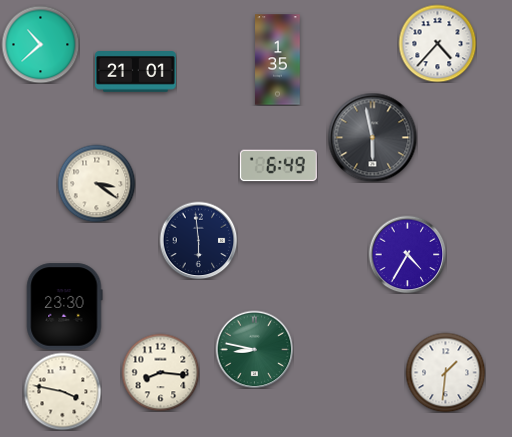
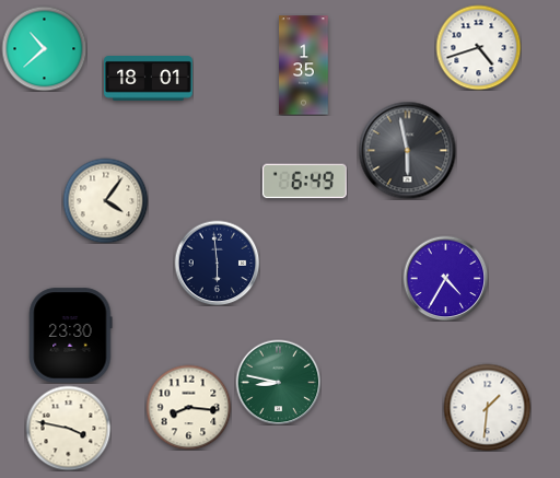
clock at (437, 43): 4:37 -> 4:42
clock at (136, 72): 21:01 -> 18:01
clock at (96, 183): 3:21 -> 4:06
clock at (160, 372) position: (160, 372) -> (188, 407)
